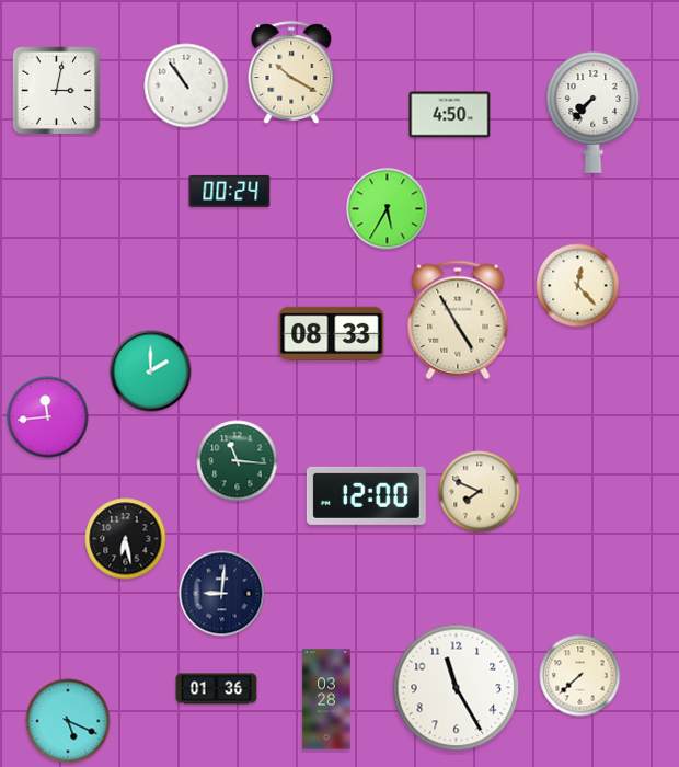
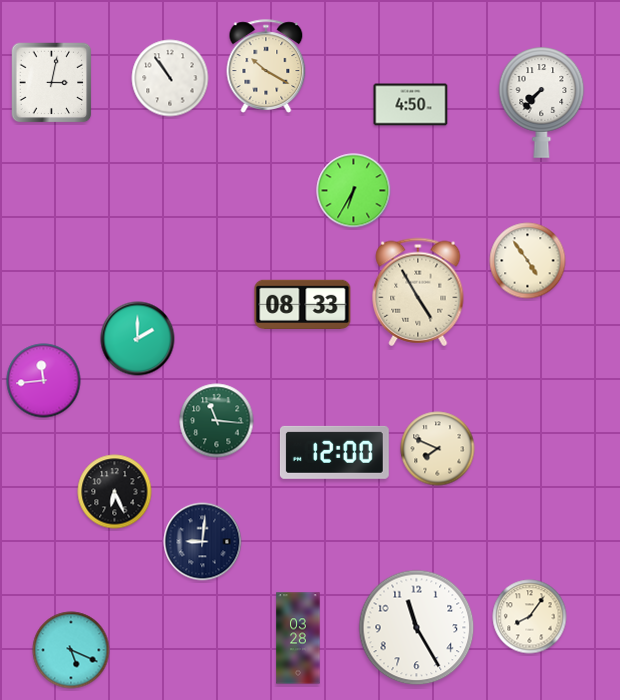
clock at (230, 191): 00:24 -> none
clock at (388, 209): 5:35 -> 6:35
clock at (578, 286): 12:23 -> 4:54
clock at (126, 539): 6:28 -> 6:26
clock at (580, 676): 7:38 -> 8:06
clock at (217, 689): 01:36 -> none
clock at (68, 721) position: (68, 721) -> (71, 650)
